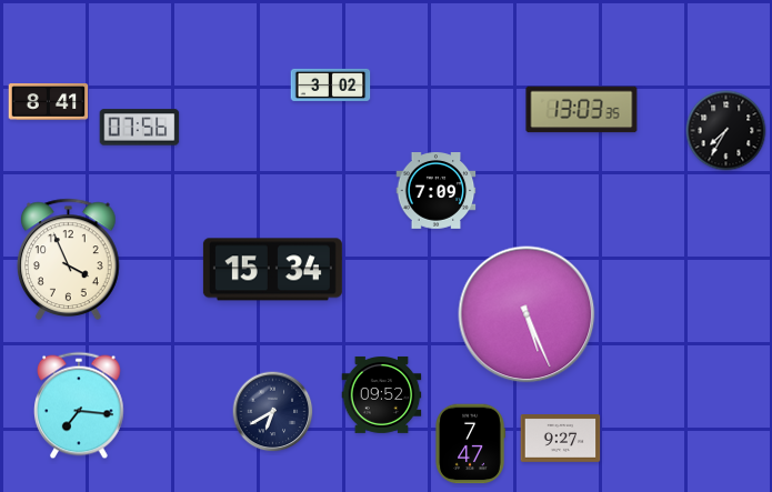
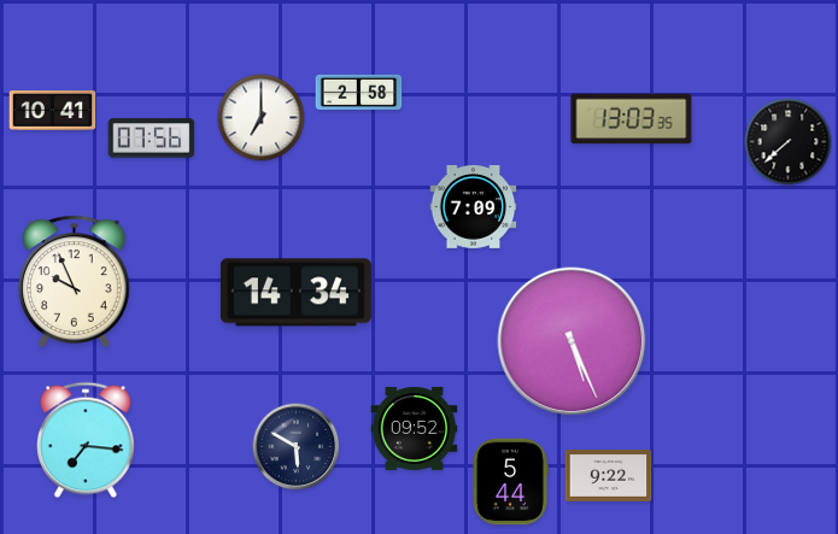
clock at (331, 84): 3:02 -> 2:58
clock at (49, 102): 8:41 -> 10:41
clock at (262, 118): none -> 7:00
clock at (726, 131): 7:35 -> 7:38
clock at (68, 259): 3:56 -> 9:56
clock at (272, 270): 15:34 -> 14:34
clock at (273, 412): 6:40 -> 5:50
clock at (561, 439): 9:27 -> 9:22
clock at (470, 444): 7:47 -> 5:44
